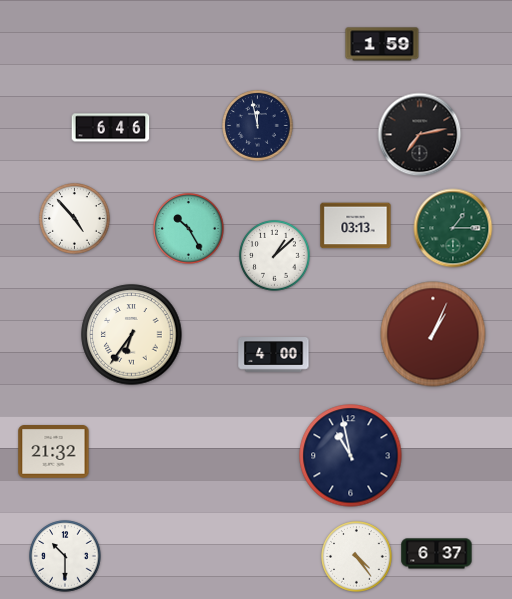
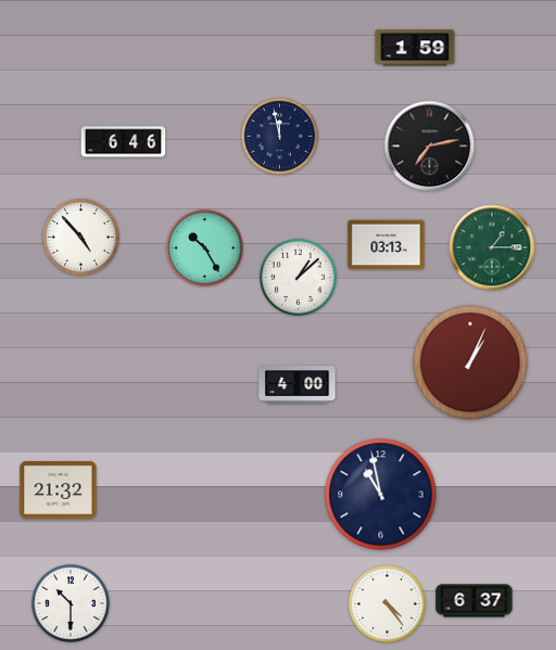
clock at (111, 128) position: (111, 128) -> (124, 142)
clock at (420, 135) position: (420, 135) -> (430, 146)
clock at (132, 335): 6:36 -> none
